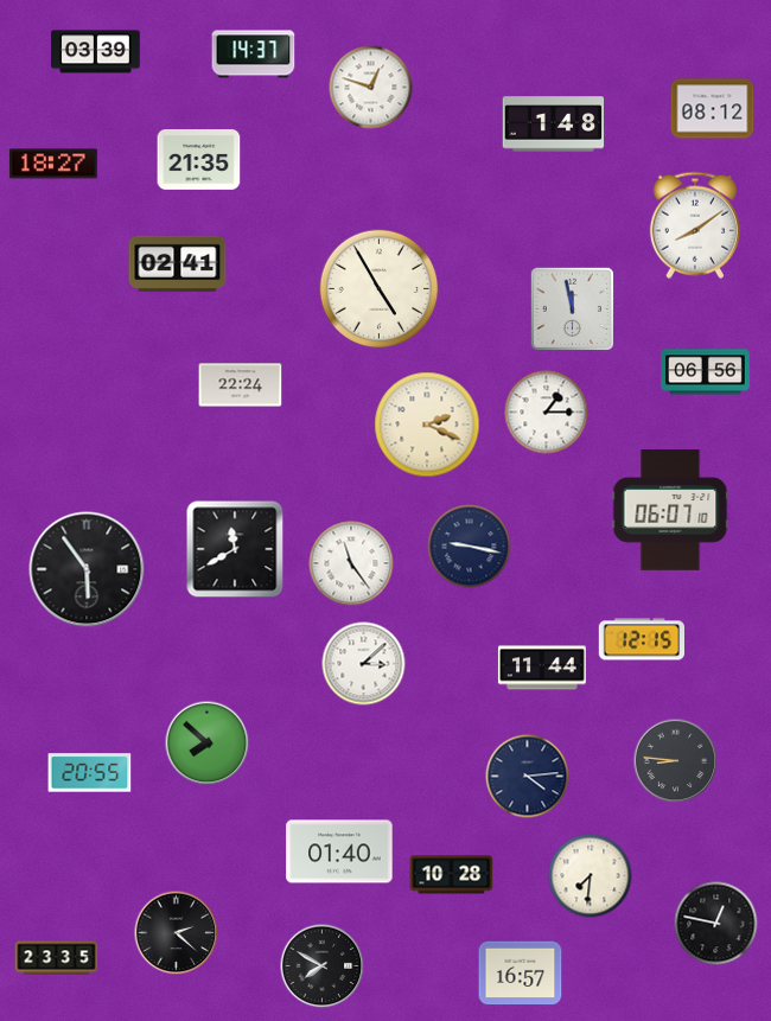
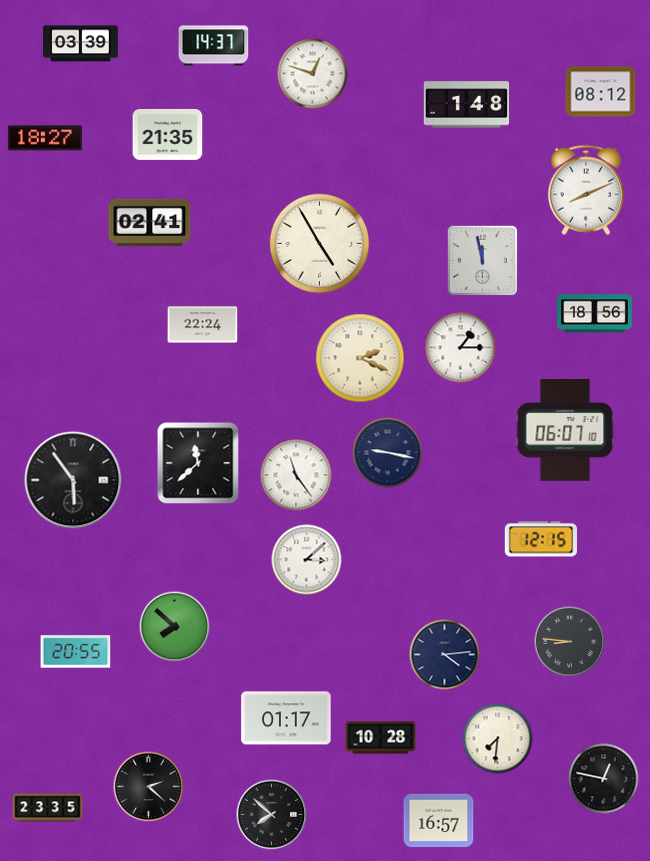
clock at (695, 225): 8:09 -> 8:11
clock at (706, 372): 06:56 -> 18:56
clock at (470, 547) position: (470, 547) -> (388, 453)
clock at (235, 549): 11:40 -> 11:38
clock at (542, 668): 11:44 -> none
clock at (339, 851): 01:40 -> 01:17
clock at (323, 966): 7:50 -> 7:52
